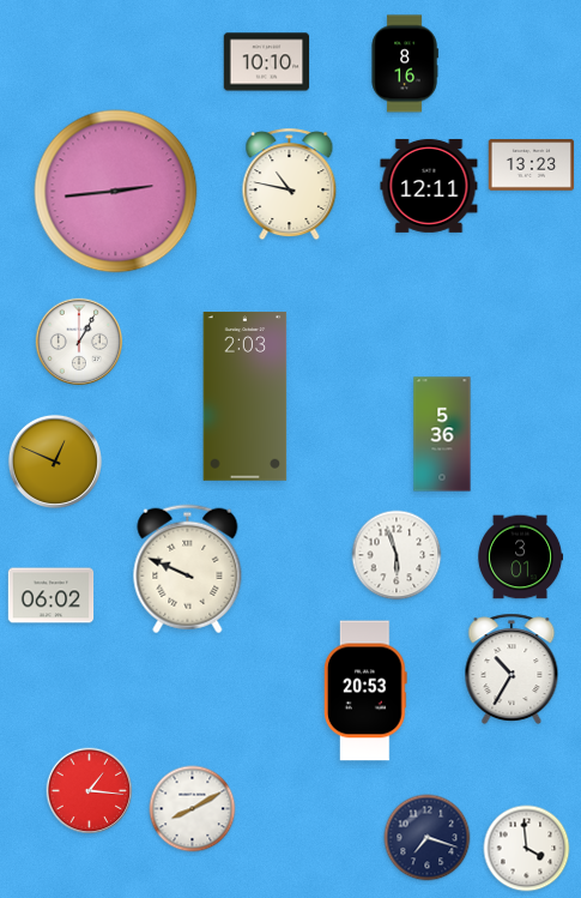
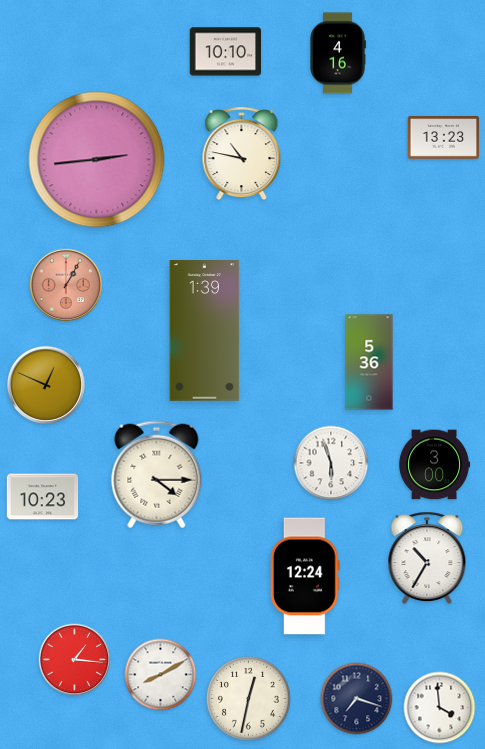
clock at (267, 62) position: (267, 62) -> (226, 52)
clock at (405, 64): 8:16 -> 4:16
clock at (429, 186): 12:11 -> none
clock at (79, 342) dial: white -> salmon
clock at (246, 397): 2:03 -> 1:39
clock at (521, 558): 3:01 -> 3:00
clock at (188, 569): 9:49 -> 4:15
clock at (52, 596): 06:02 -> 10:23
clock at (365, 691): 20:53 -> 12:24
clock at (248, 698): none -> 12:32
